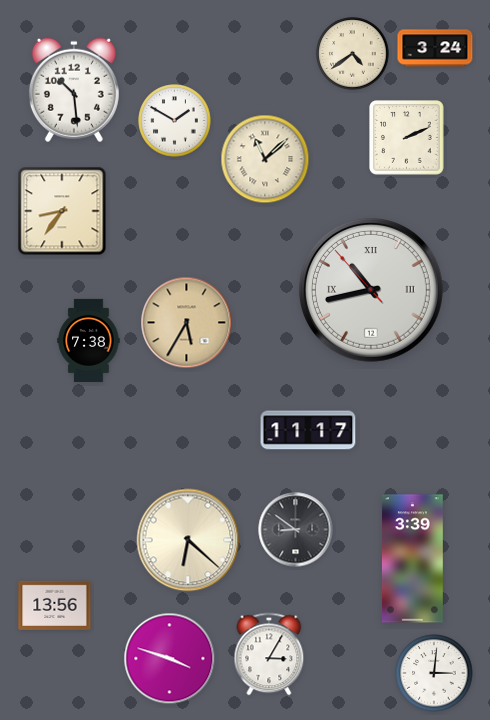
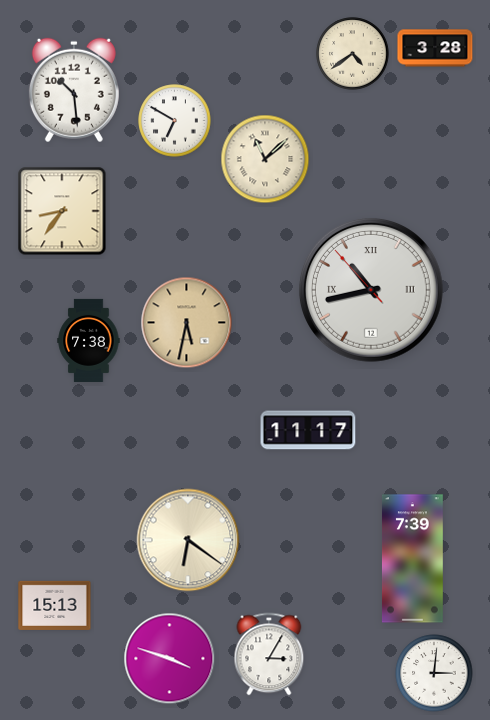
clock at (435, 48): 3:24 -> 3:28
clock at (175, 121): 1:50 -> 6:50
clock at (407, 138): 2:11 -> none
clock at (187, 323): 5:35 -> 5:32
clock at (296, 530): 8:51 -> none
clock at (188, 540): 6:22 -> 6:21
clock at (412, 559): 3:39 -> 7:39
clock at (55, 605): 13:56 -> 15:13
